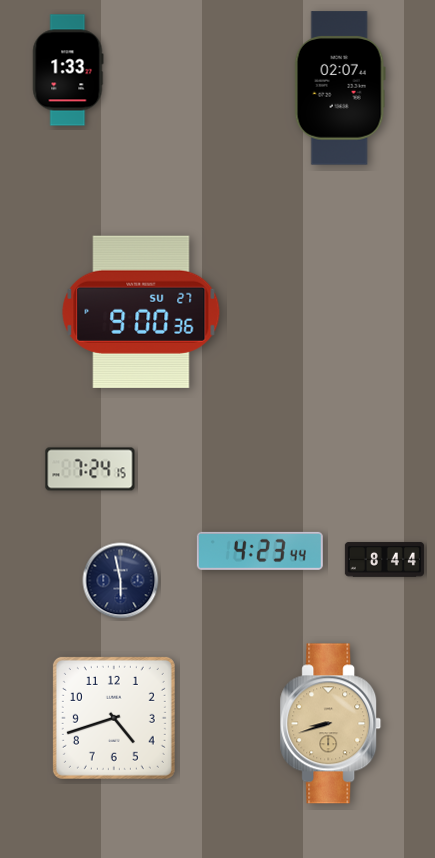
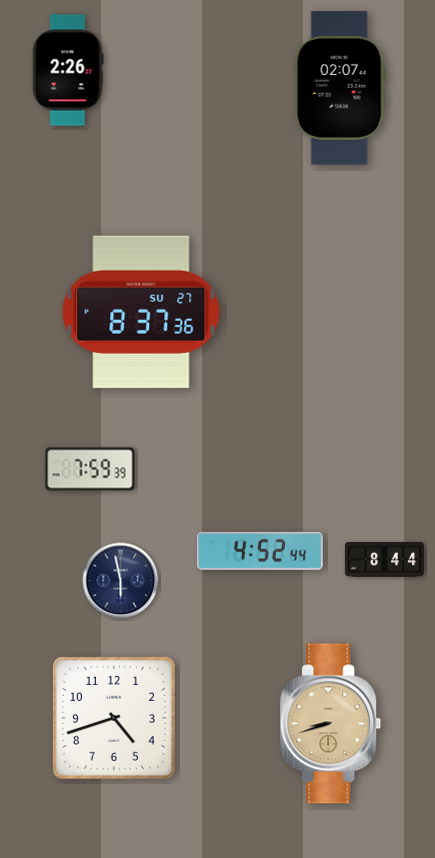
clock at (68, 70): 1:33 -> 2:26
clock at (141, 312): 9:00 -> 8:37
clock at (90, 469): 7:24 -> 7:59
clock at (260, 551): 4:23 -> 4:52
